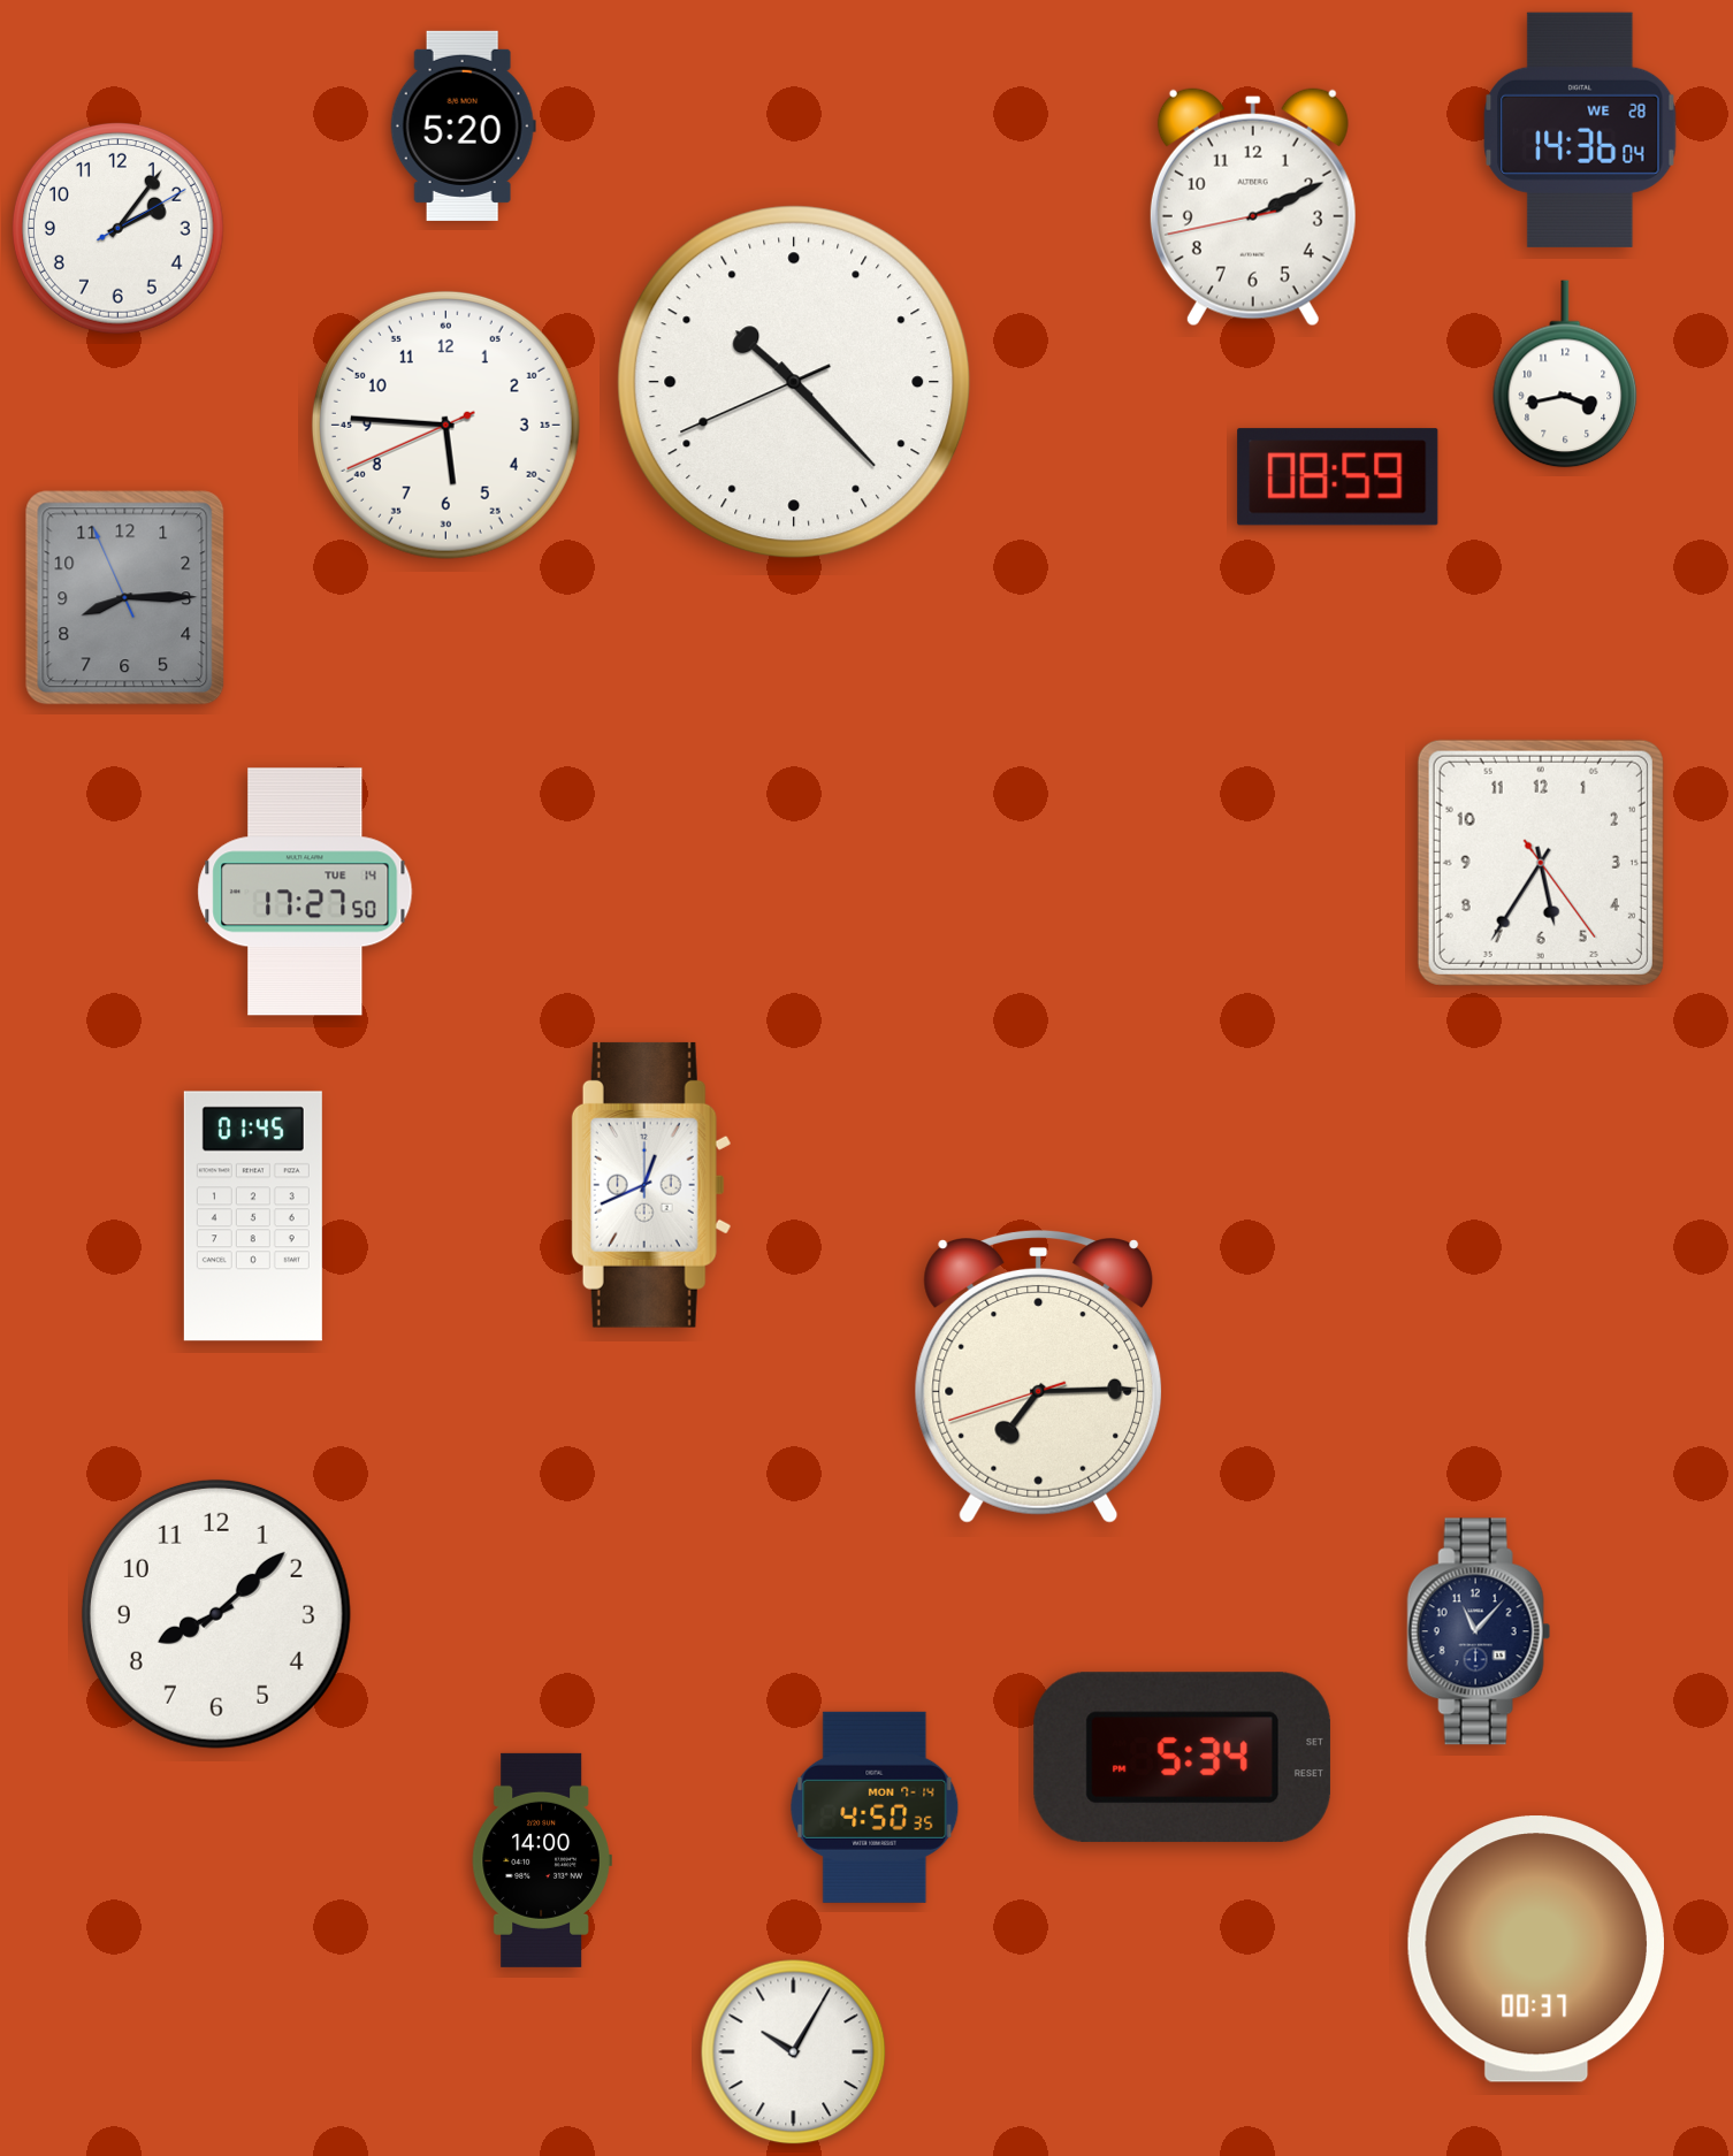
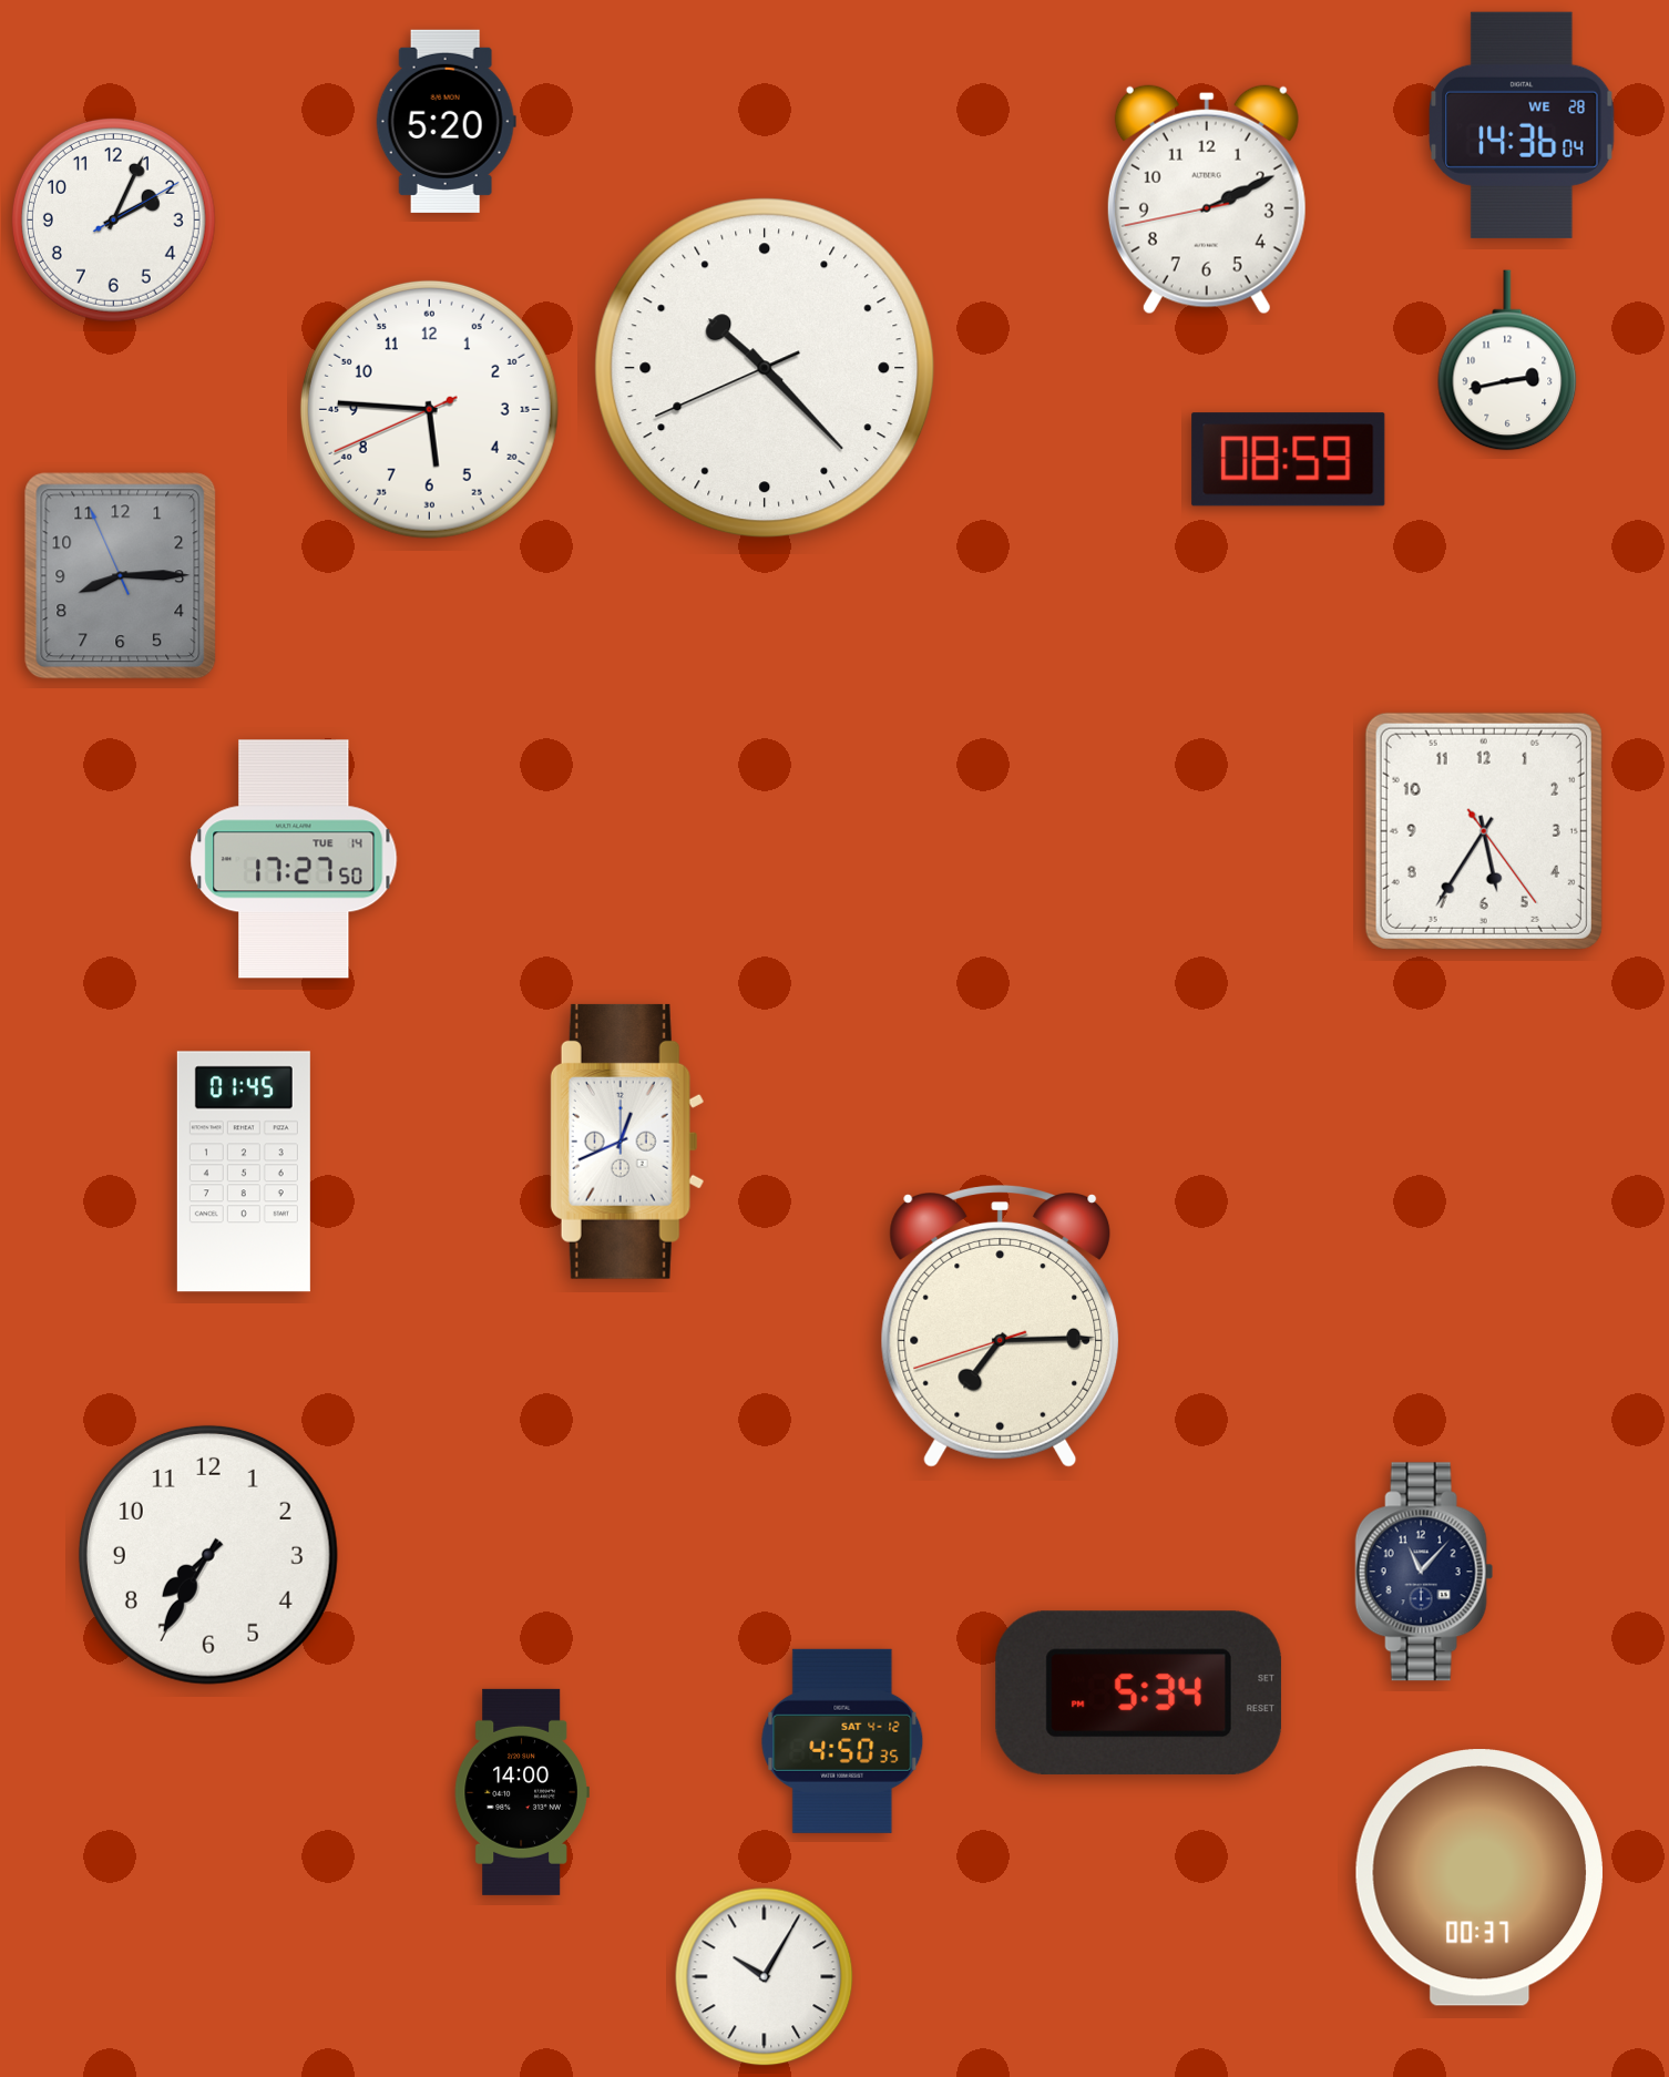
clock at (117, 228): 2:06 -> 2:04
clock at (1565, 374): 3:43 -> 2:43
clock at (216, 1614): 8:08 -> 7:35
clock at (875, 1807) date: MON 7-14 -> SAT 4-12
